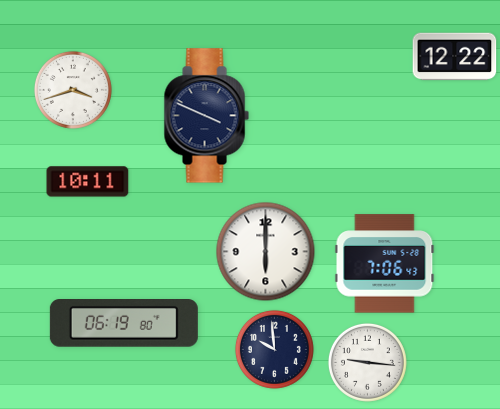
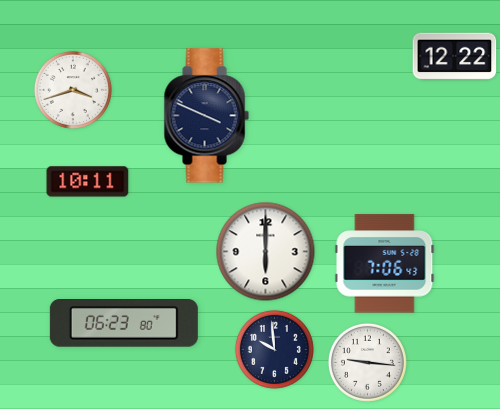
clock at (124, 324): 06:19 -> 06:23
